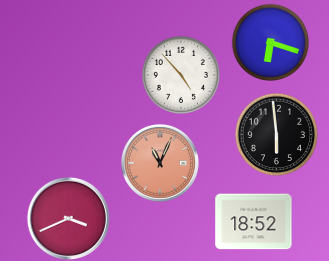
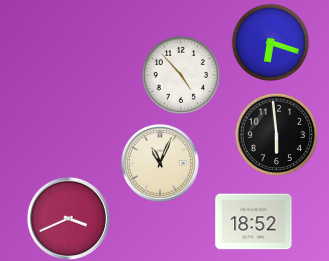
clock at (160, 163) dial: salmon -> cream
